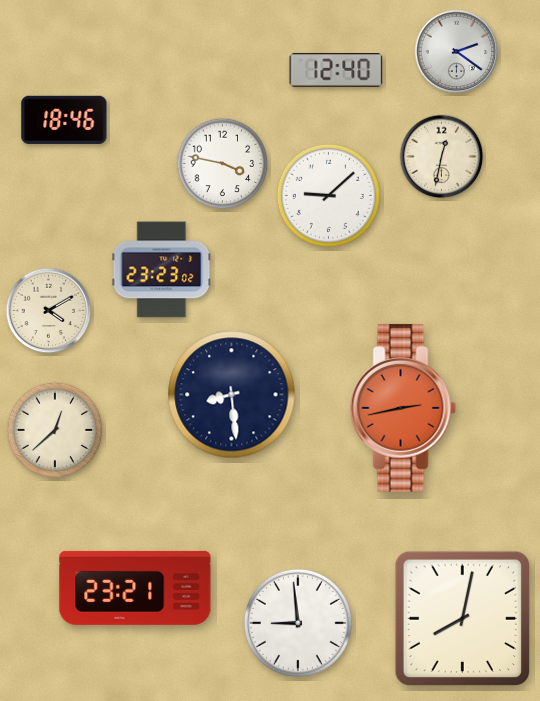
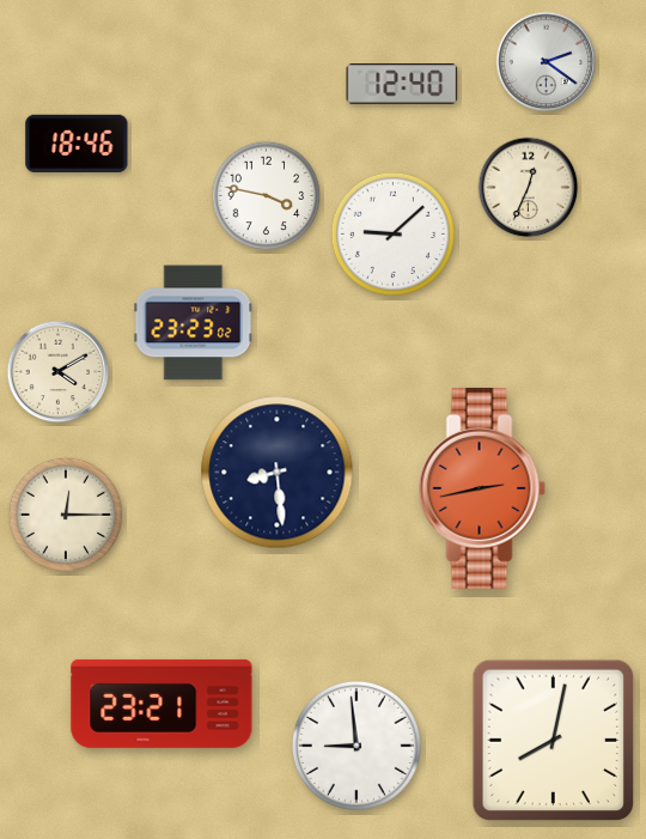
clock at (442, 157): 12:32 -> 12:34
clock at (55, 430): 12:38 -> 12:15
